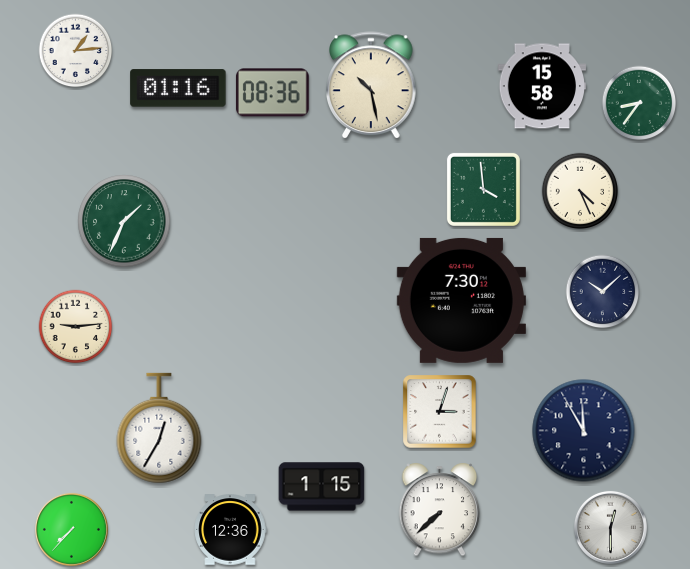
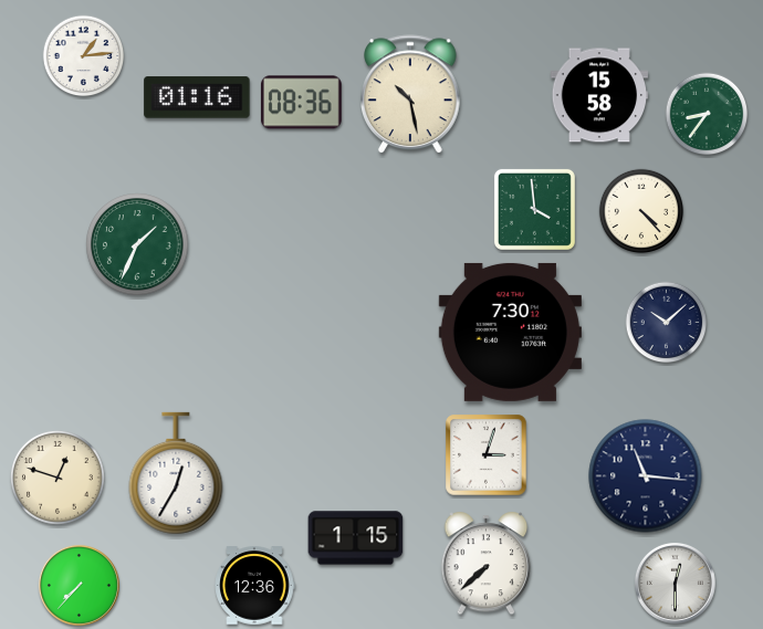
clock at (580, 191): 4:26 -> 4:23
clock at (76, 327): 9:14 -> none
clock at (584, 431): 11:55 -> 11:16
clock at (58, 478): none -> 12:48
